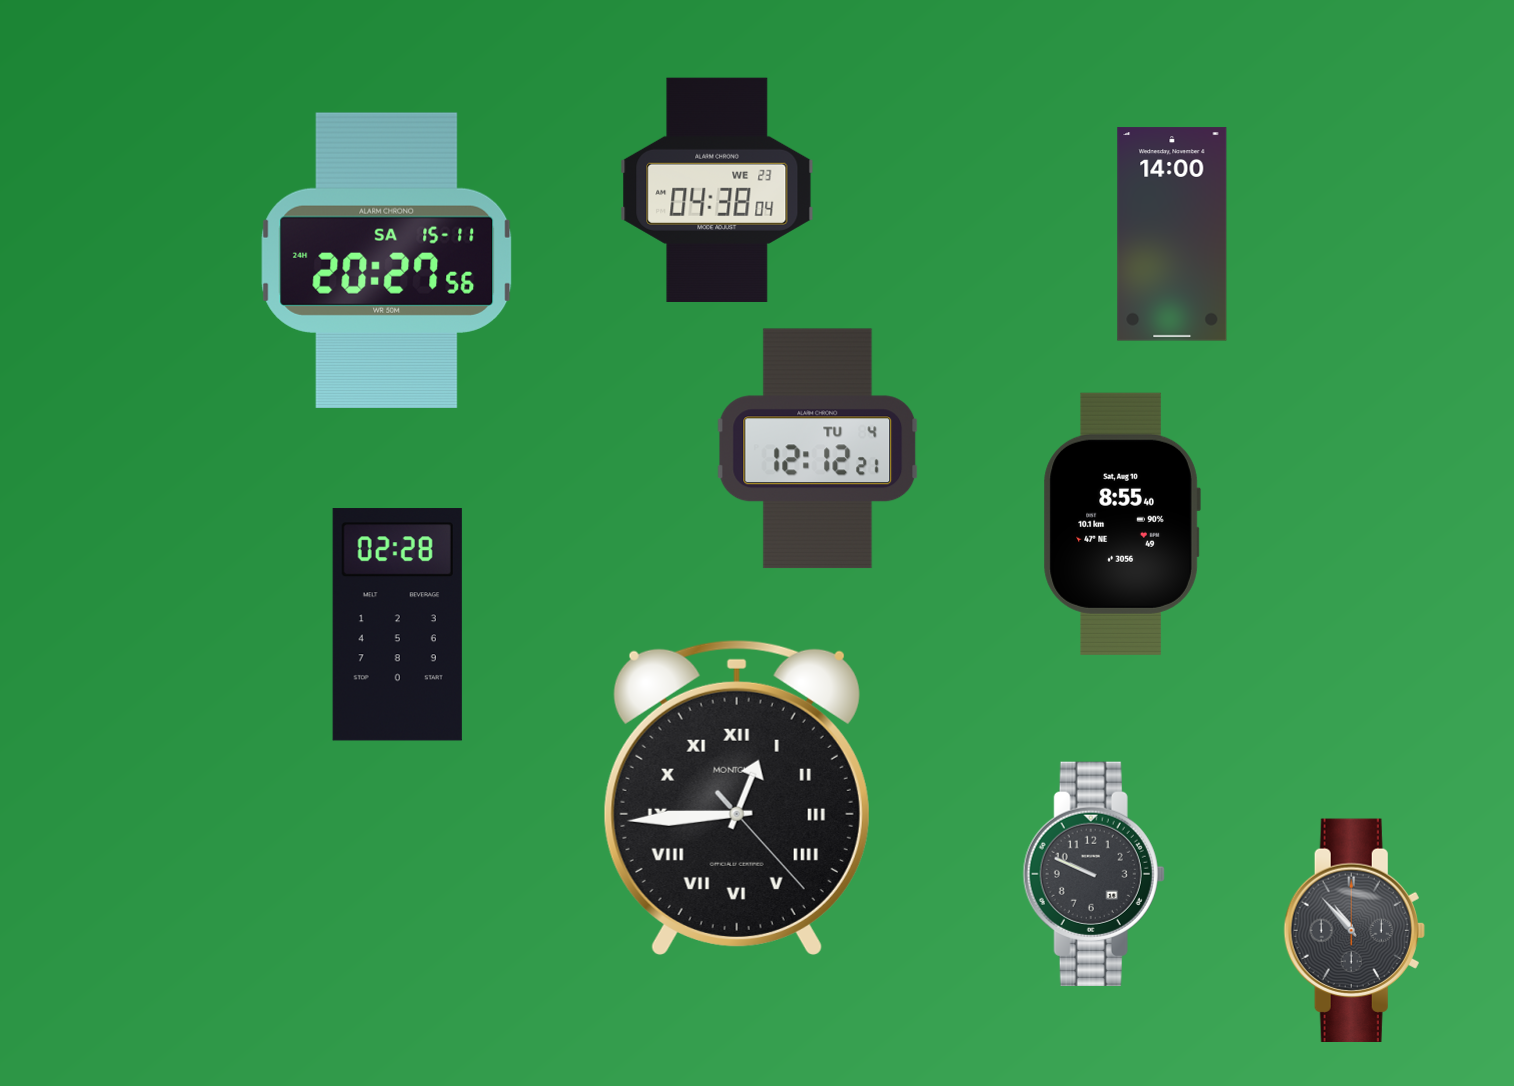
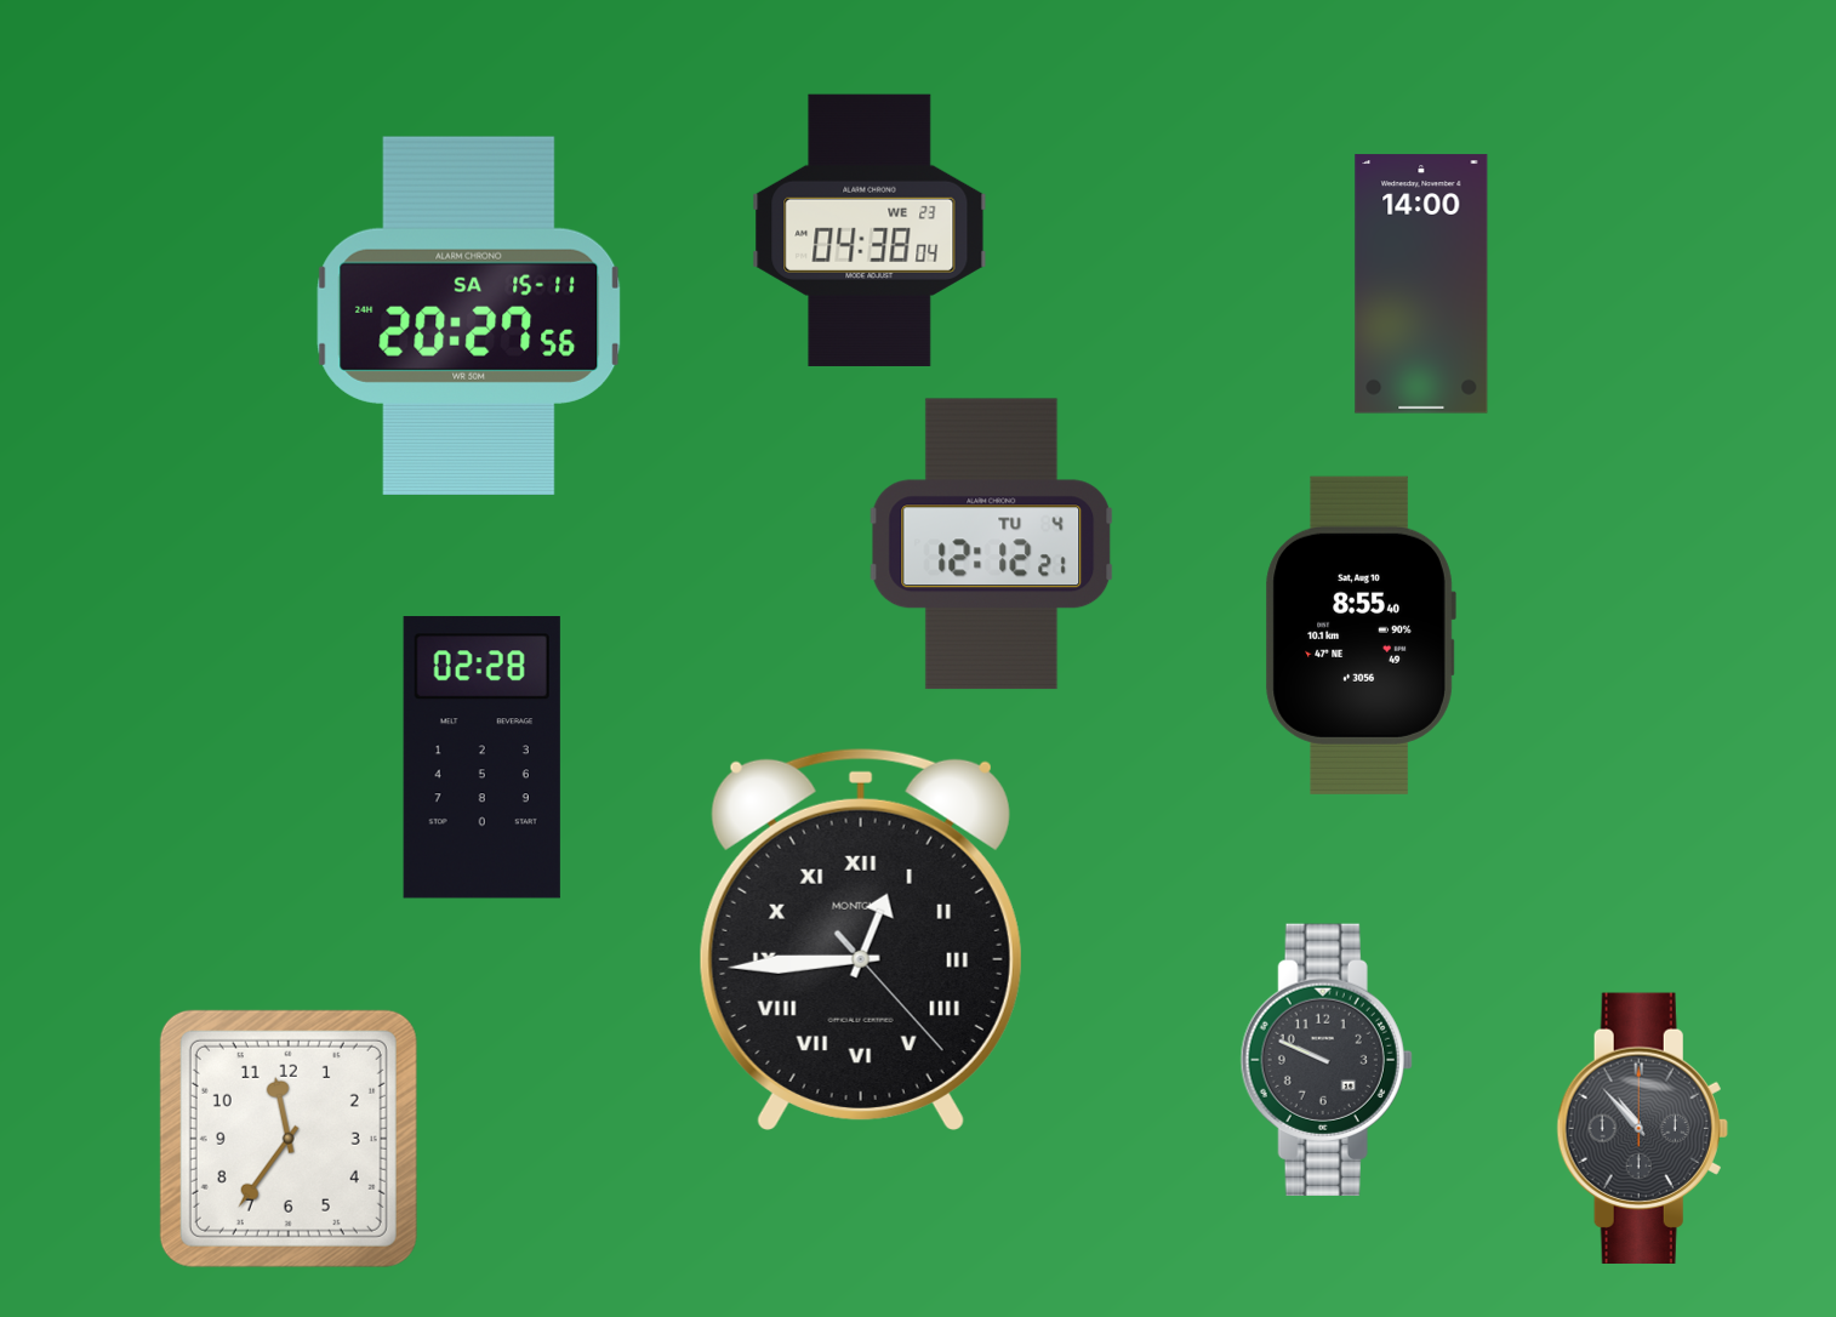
clock at (737, 797) position: (737, 797) -> (861, 939)
clock at (289, 1139): none -> 11:36
